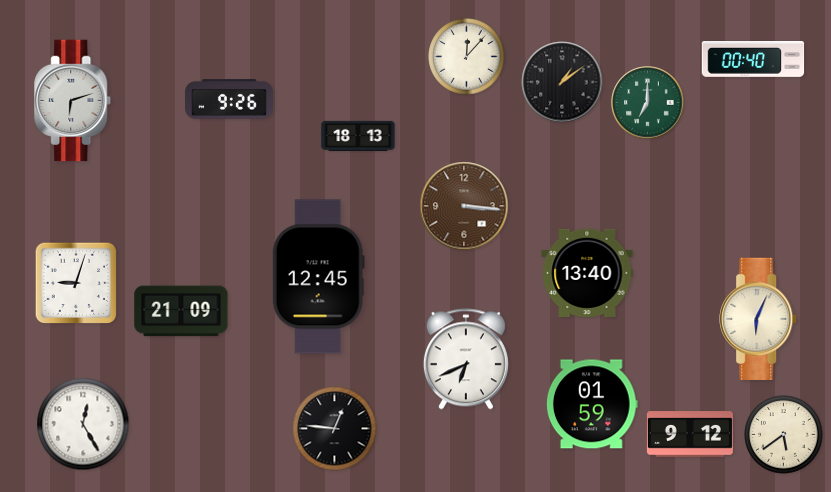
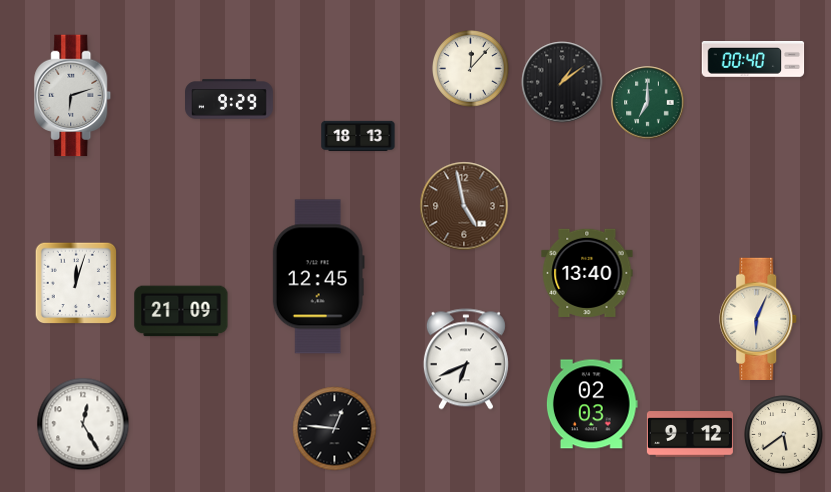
clock at (467, 57) position: (467, 57) -> (471, 69)
clock at (230, 99): 9:26 -> 9:29
clock at (73, 101) position: (73, 101) -> (73, 96)
clock at (464, 206): 3:16 -> 4:58
clock at (76, 283): 9:03 -> 12:03
clock at (592, 404): 01:59 -> 02:03
